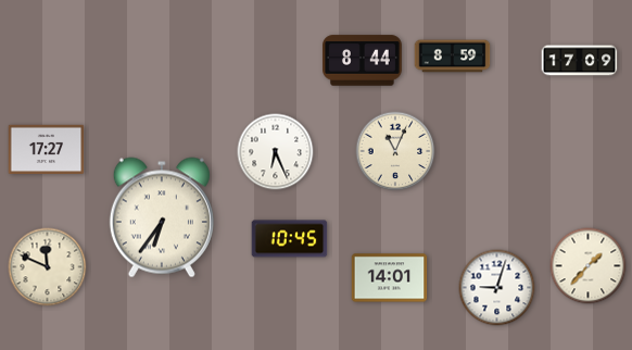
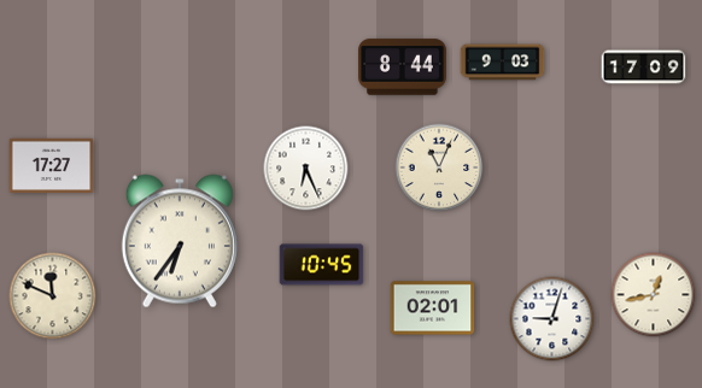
clock at (453, 57): 8:59 -> 9:03
clock at (589, 266): 1:37 -> 12:43
clock at (390, 278): 14:01 -> 02:01
